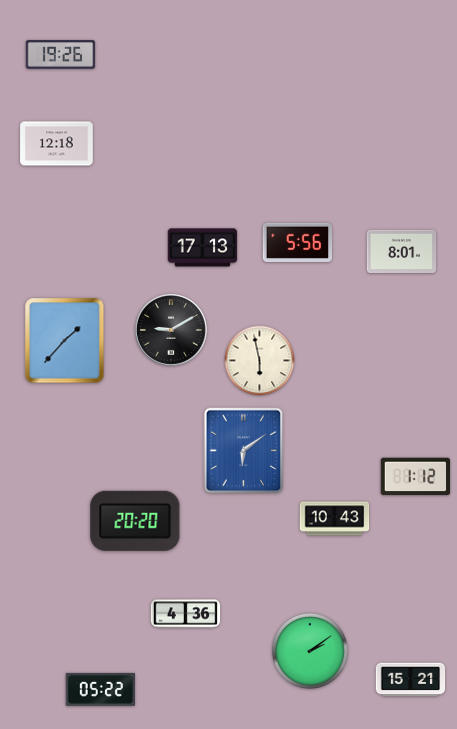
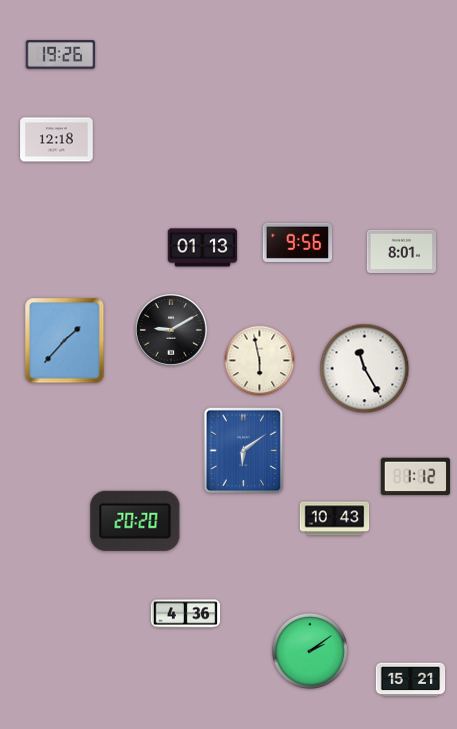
clock at (57, 144) position: (57, 144) -> (57, 140)
clock at (297, 242): 5:56 -> 9:56
clock at (203, 248): 17:13 -> 01:13
clock at (365, 369): none -> 11:25
clock at (100, 689): 05:22 -> none
